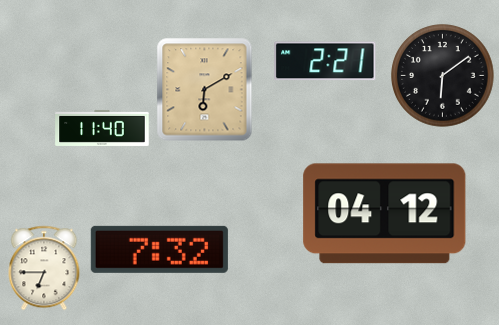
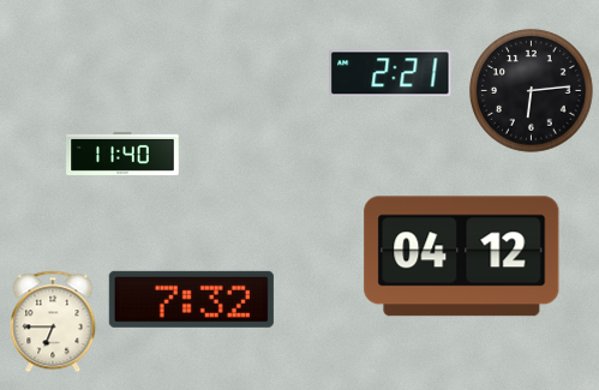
clock at (443, 76): 6:09 -> 6:14
clock at (205, 90): 6:10 -> none
